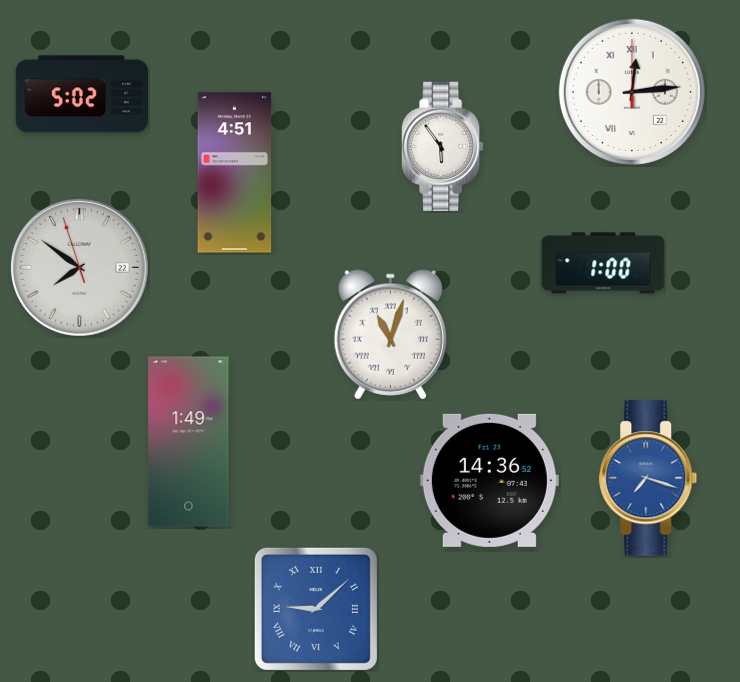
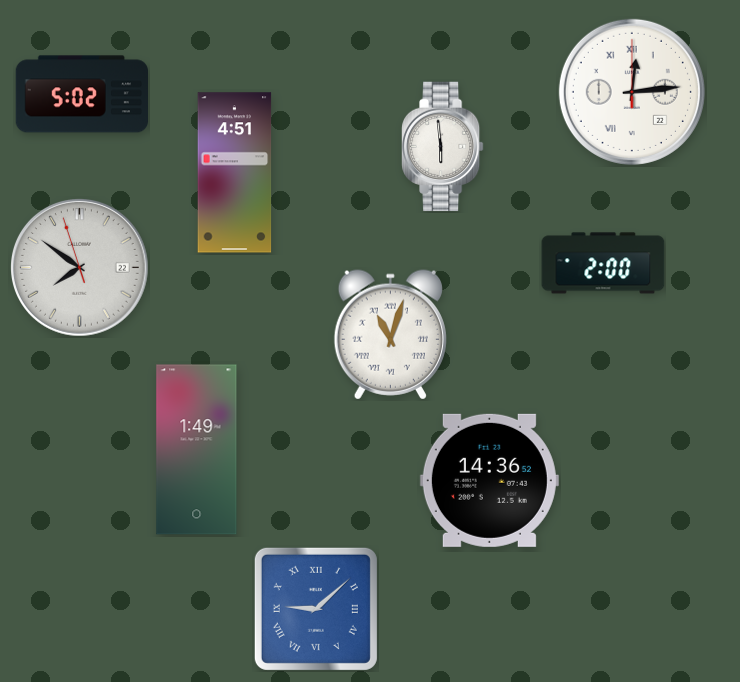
clock at (443, 147): 5:54 -> 5:59
clock at (603, 263): 1:00 -> 2:00
clock at (189, 442) position: (189, 442) -> (197, 450)
clock at (648, 478): 7:18 -> none
